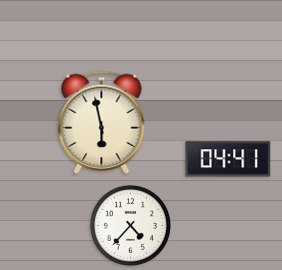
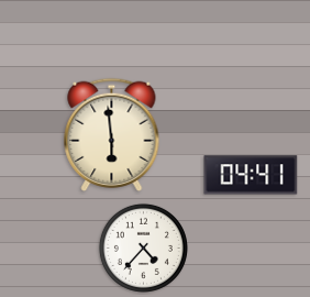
clock at (102, 122): 5:58 -> 5:59
